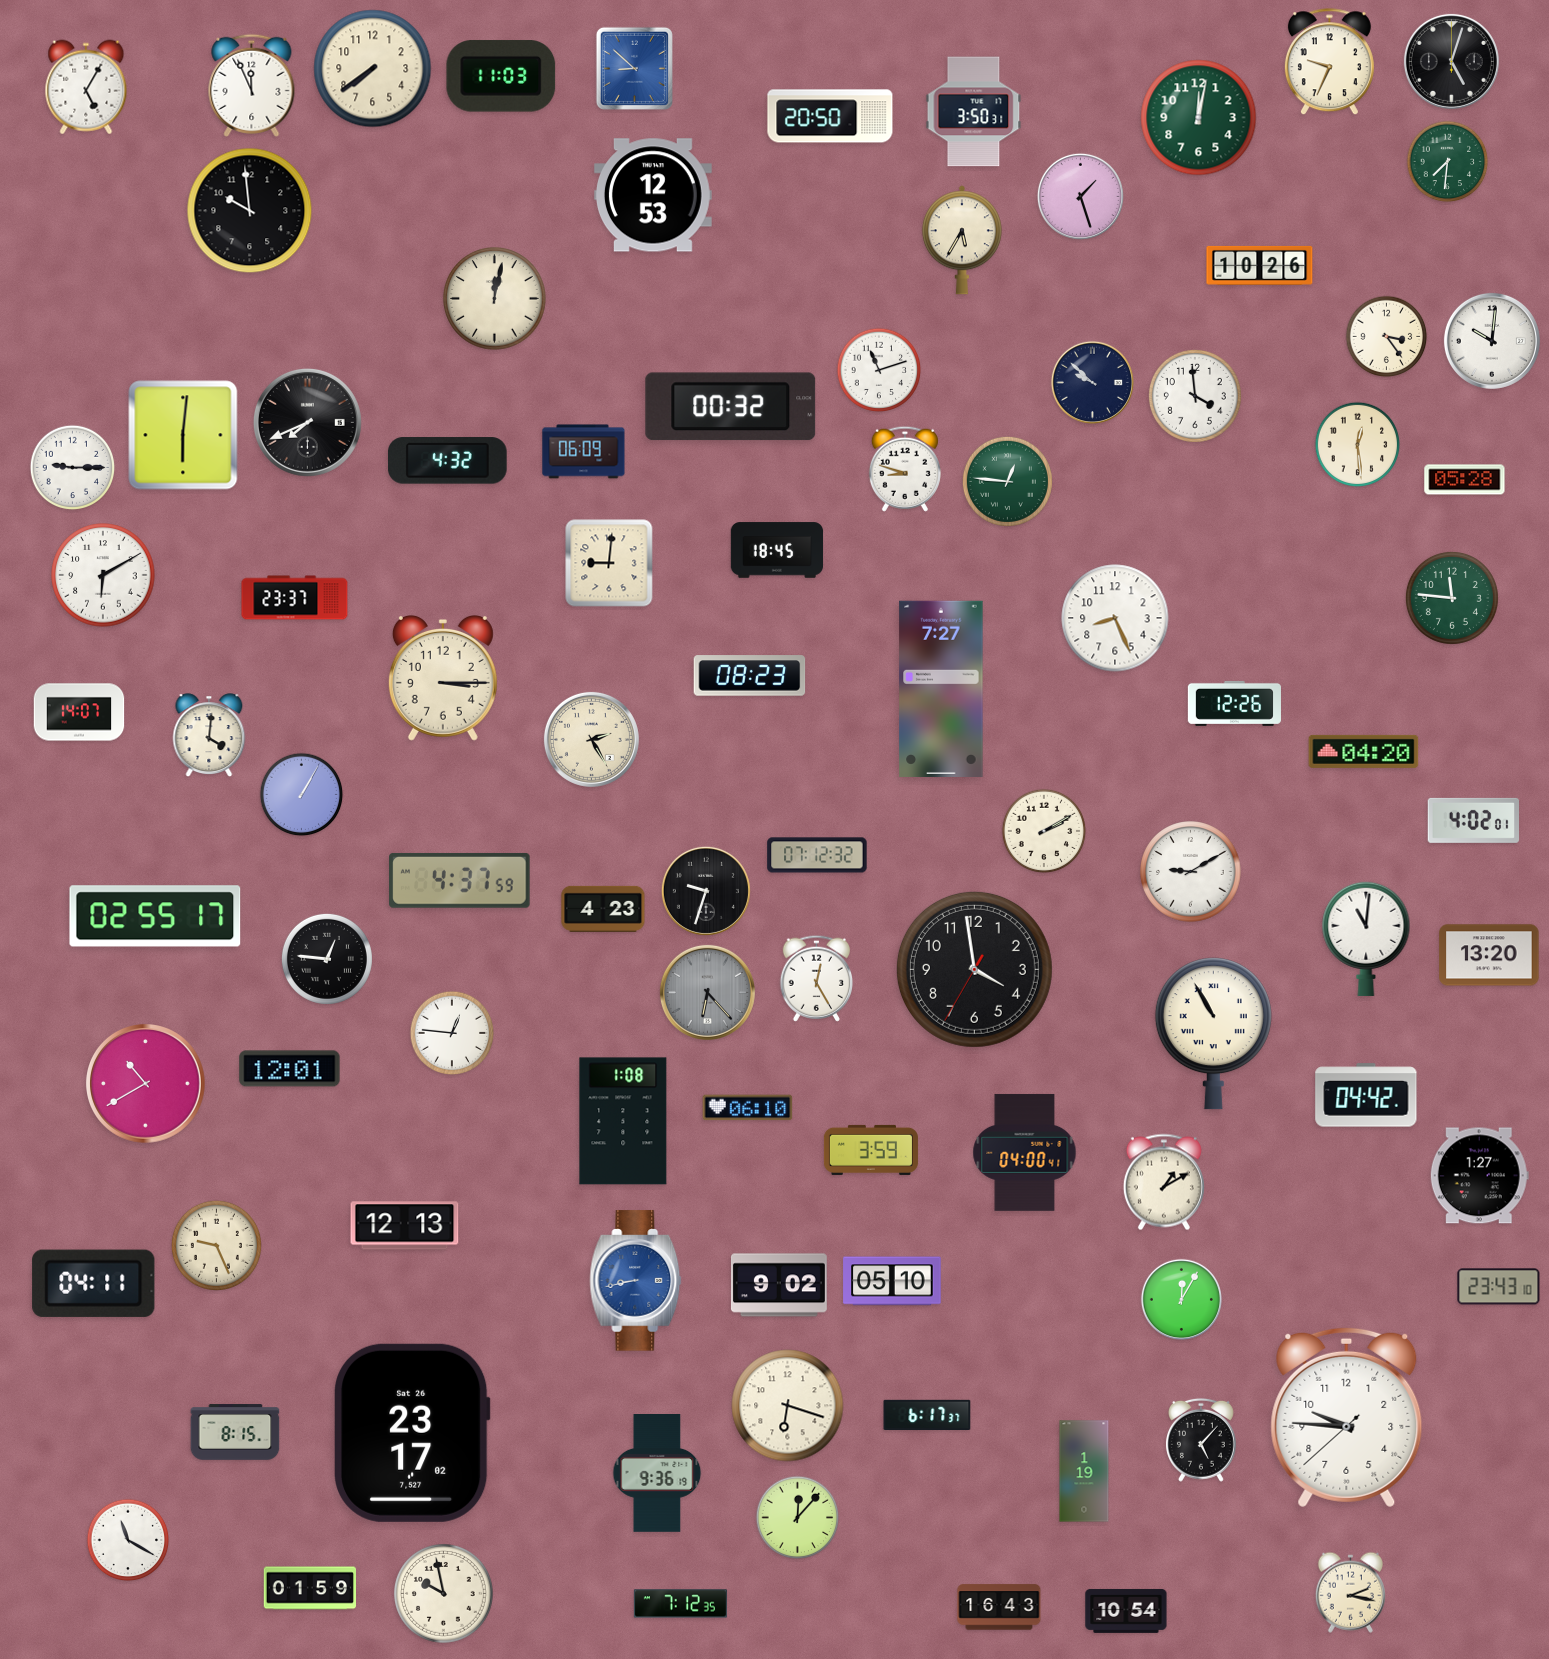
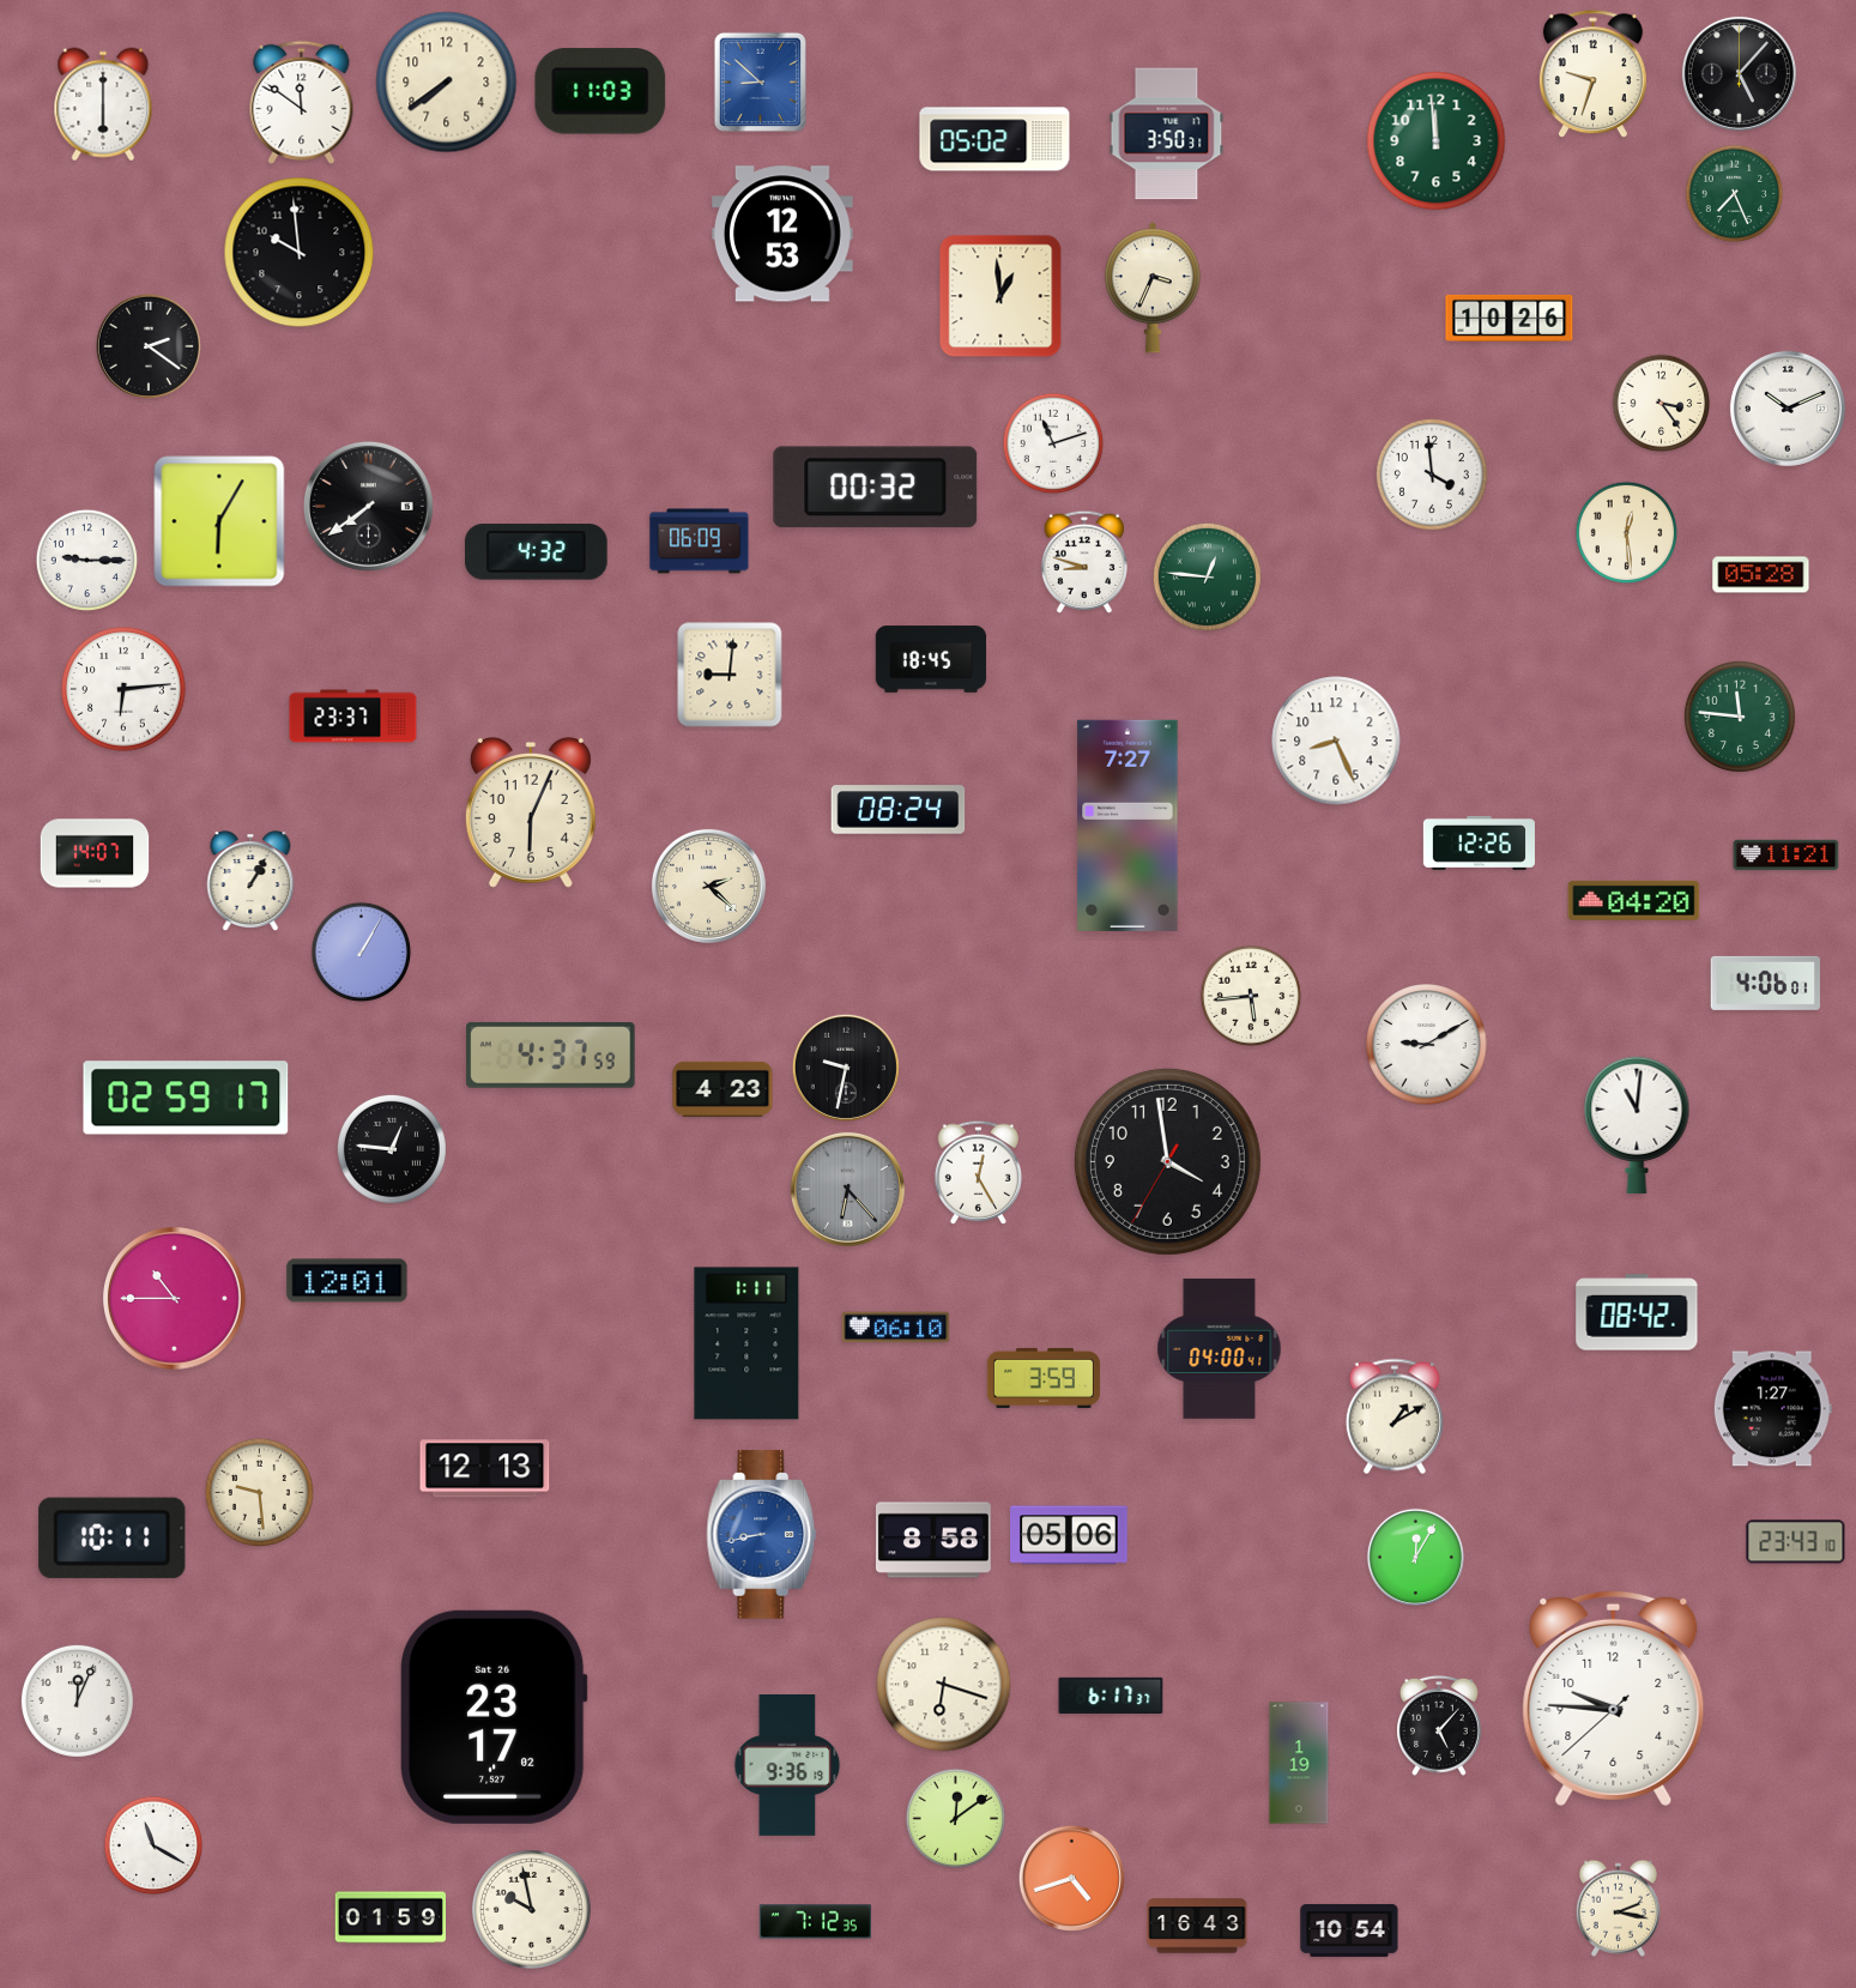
clock at (1451, 61): 5:03 -> 5:07
clock at (1329, 62): 9:34 -> 9:33
clock at (252, 85): 11:56 -> 11:51
clock at (86, 87): 5:05 -> 6:00
clock at (830, 116): 20:50 -> 05:02
clock at (1199, 118): 12:02 -> 11:59
clock at (1448, 162): 7:31 -> 7:26
clock at (1080, 196): 1:27 -> none
clock at (962, 240): 5:35 -> 3:34
clock at (1000, 296): none -> 12:59
clock at (149, 346): none -> 2:21
clock at (495, 299): 12:02 -> none
clock at (1492, 341): 10:01 -> 10:11
clock at (1092, 382): 9:52 -> none
clock at (307, 422): 7:41 -> 7:39
clock at (183, 435): 6:01 -> 6:05
clock at (1465, 480) position: (1465, 480) -> (1761, 575)
clock at (103, 575): 6:10 -> 6:14
clock at (750, 676): 08:23 -> 08:24
clock at (443, 678): 3:15 -> 6:04
clock at (1787, 856): none -> 11:21
clock at (209, 735): 4:01 -> 1:05
clock at (591, 739): 2:25 -> 2:22
clock at (1473, 820): 4:02 -> 4:06
clock at (1044, 831): 2:10 -> 5:44
clock at (817, 855): 07:12 -> none
clock at (706, 891): 9:33 -> 9:32
clock at (155, 916): 02:55 -> 02:59
clock at (1489, 955): 13:20 -> none
clock at (452, 1033): 12:46 -> none
clock at (1213, 1034): 10:55 -> none
clock at (146, 1084): 10:40 -> 10:45
clock at (1366, 1095): 04:42 -> 08:42
clock at (623, 1121): 1:08 -> 1:11
clock at (1025, 1152) position: (1025, 1152) -> (1220, 1348)
clock at (216, 1245): 9:26 -> 9:29
clock at (892, 1281): 05:10 -> 05:06
clock at (94, 1283): 04:11 -> 10:11
clock at (779, 1285): 9:02 -> 8:58
clock at (77, 1700): none -> 12:04
clock at (235, 1432): 8:15 -> none
clock at (798, 1518): 12:07 -> 12:09
clock at (1071, 1878): none -> 4:42
clock at (309, 1588) position: (309, 1588) -> (389, 1917)
